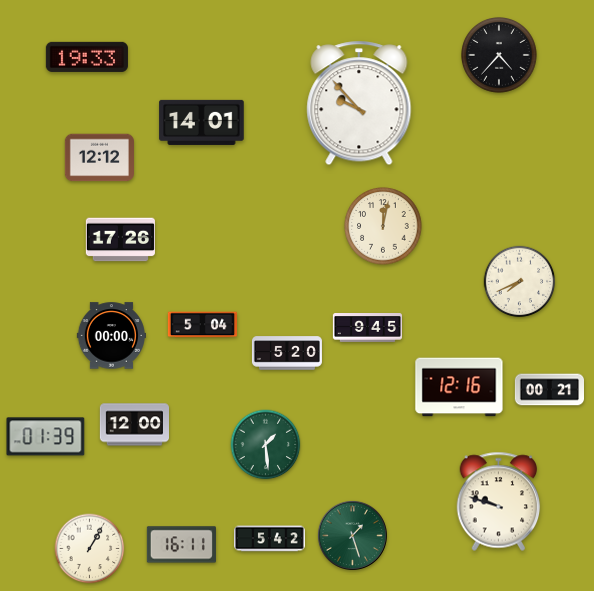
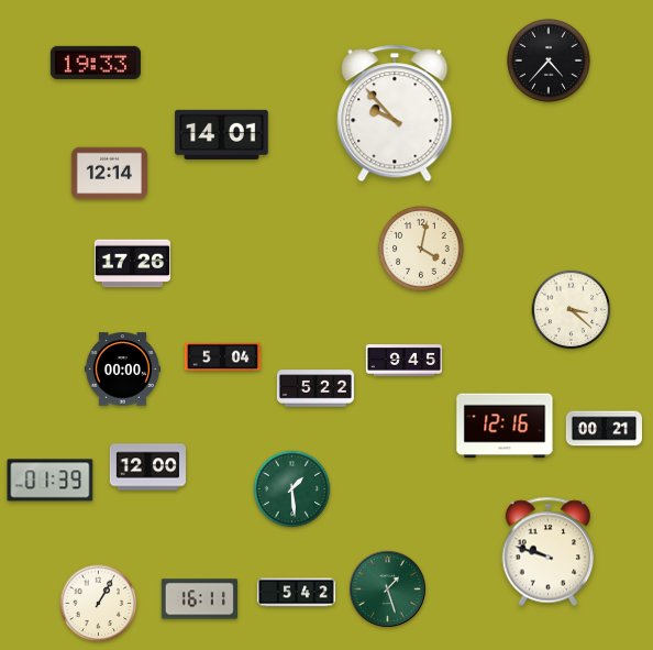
clock at (99, 158): 12:12 -> 12:14
clock at (383, 226): 12:02 -> 4:02
clock at (520, 282): 7:41 -> 3:22
clock at (287, 353): 5:20 -> 5:22
